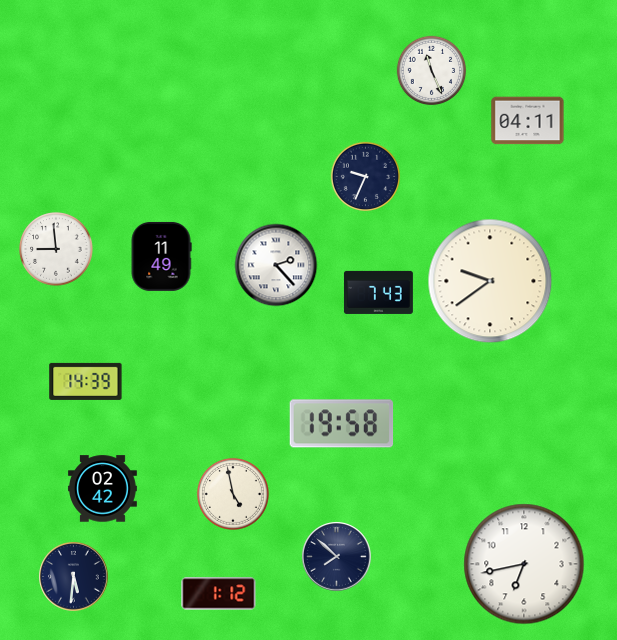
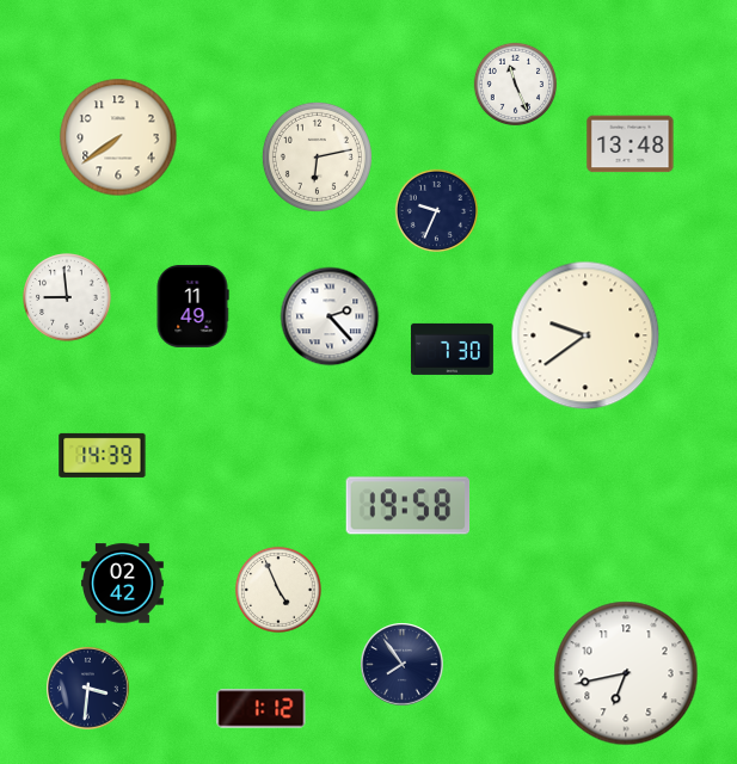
clock at (118, 137): none -> 7:39
clock at (528, 121): 04:11 -> 13:48
clock at (317, 156): none -> 6:13
clock at (378, 292): 7:43 -> 7:30
clock at (233, 494): 4:58 -> 4:56
clock at (337, 557): 7:52 -> 7:54
clock at (74, 577): 5:31 -> 3:31
